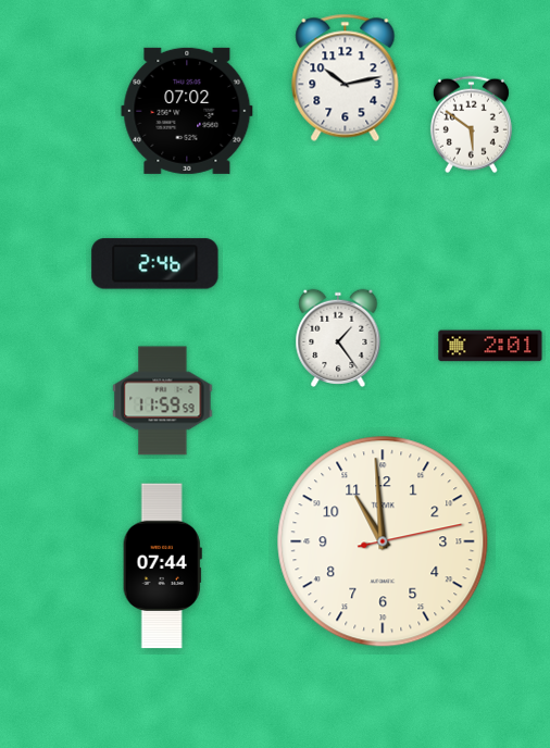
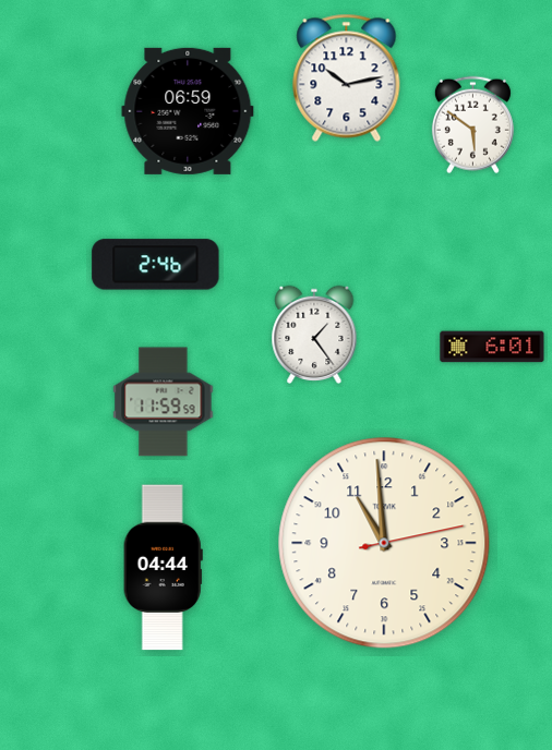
clock at (187, 111): 07:02 -> 06:59
clock at (338, 338) position: (338, 338) -> (314, 335)
clock at (490, 346): 2:01 -> 6:01
clock at (162, 566): 07:44 -> 04:44
